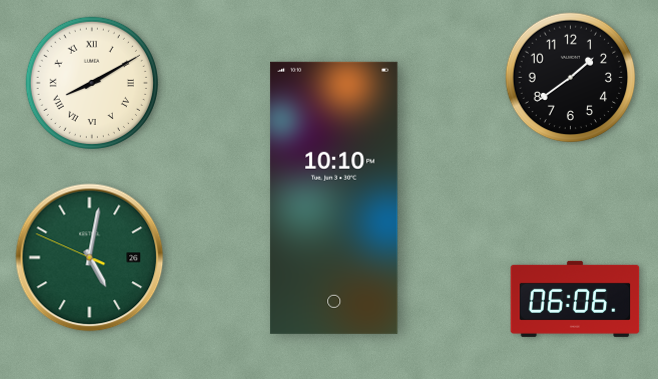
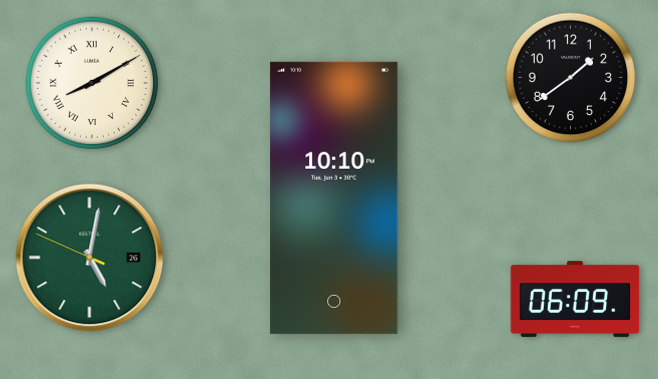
clock at (575, 299): 06:06 -> 06:09
